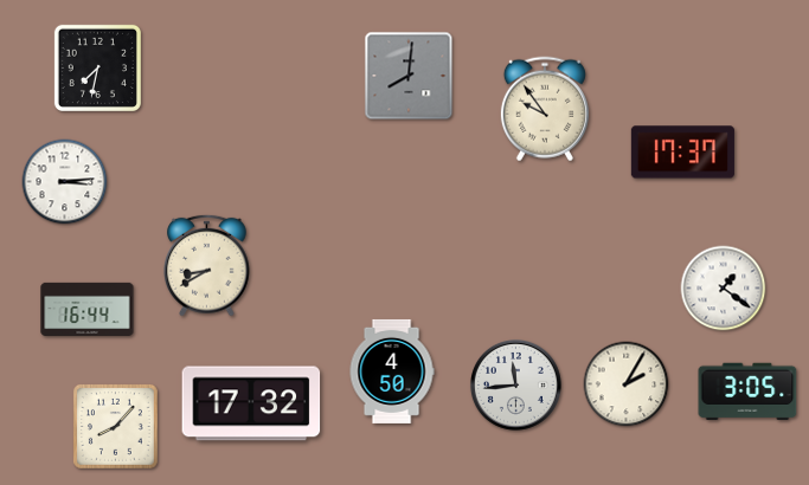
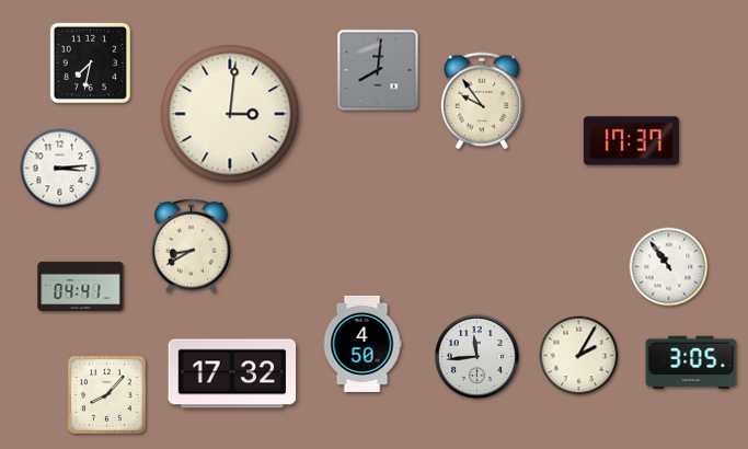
clock at (545, 109) position: (545, 109) -> (482, 101)
clock at (230, 114): none -> 3:01
clock at (724, 289): 1:21 -> 10:54
clock at (88, 309): 16:44 -> 04:41
